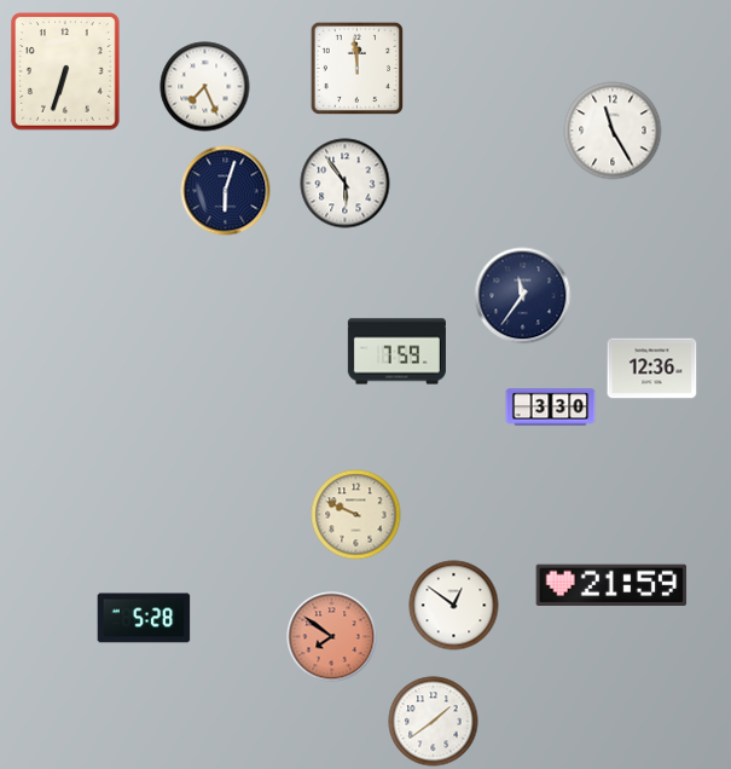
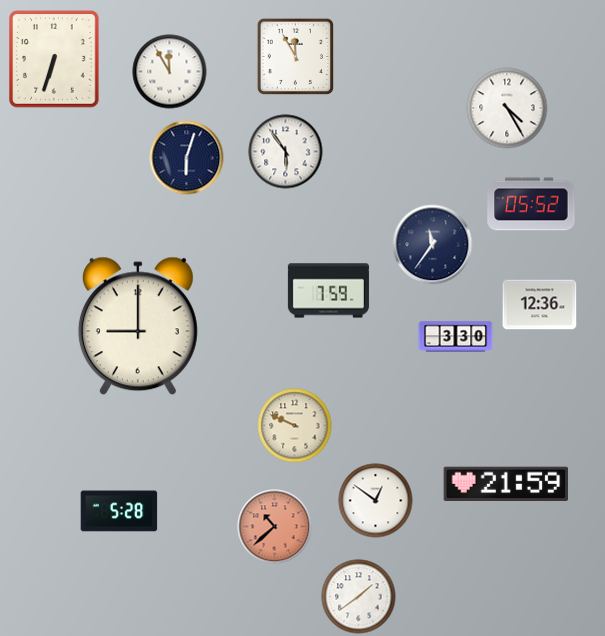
clock at (356, 68): 11:59 -> 11:55
clock at (205, 87): 7:26 -> 11:55
clock at (613, 131): 11:25 -> 4:25
clock at (531, 204): none -> 05:52
clock at (138, 326): none -> 9:00
clock at (332, 637): 7:51 -> 10:38
